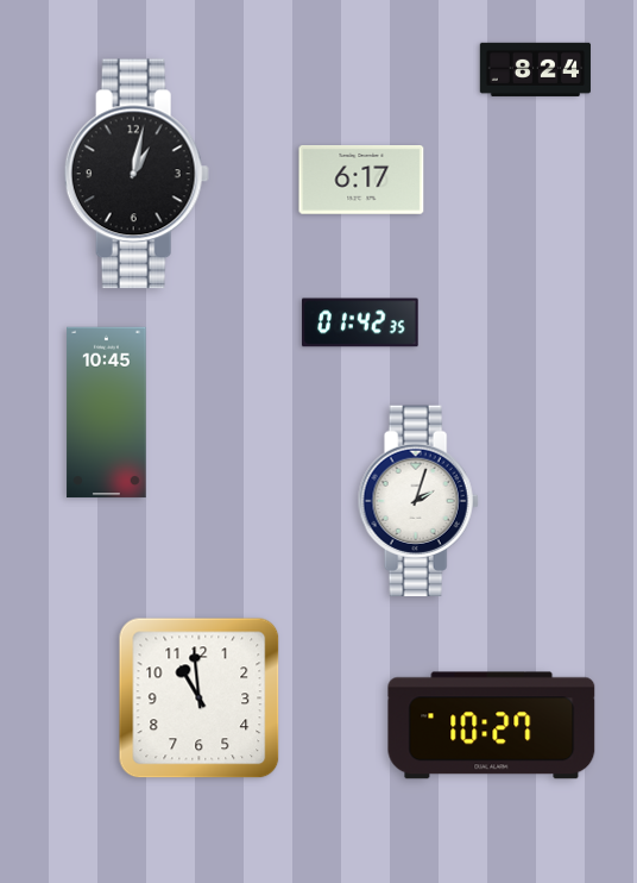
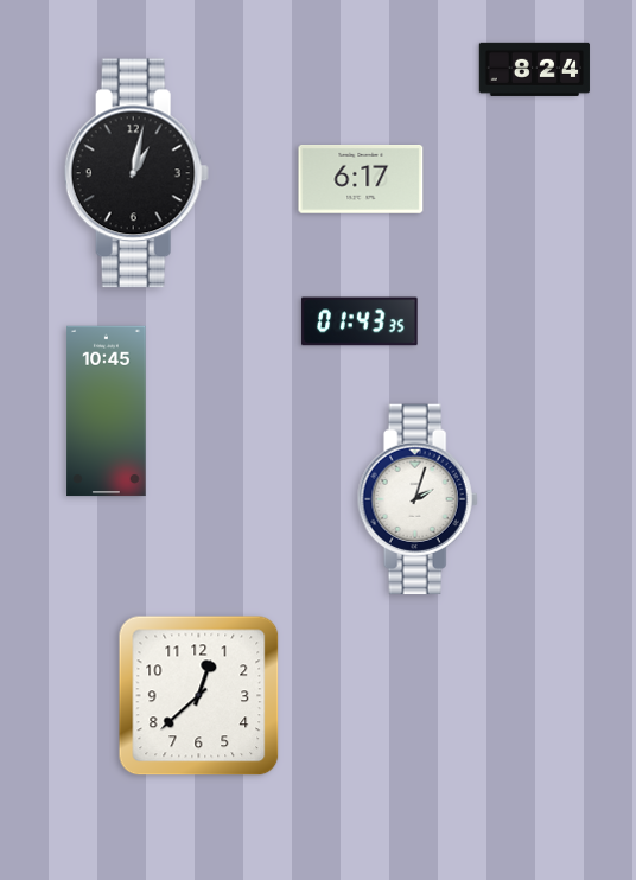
clock at (360, 322): 01:42 -> 01:43
clock at (200, 699): 10:59 -> 12:38
clock at (492, 726): 10:27 -> none
